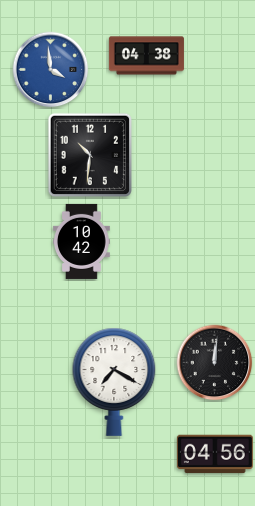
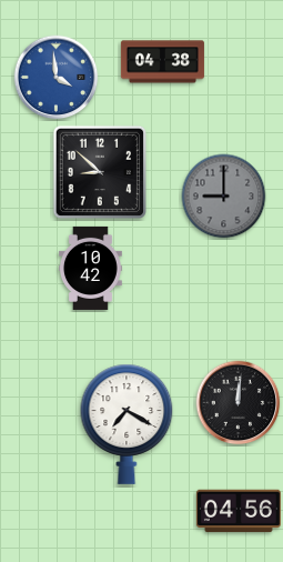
clock at (89, 154): 10:31 -> 8:52
clock at (224, 197): none -> 9:00
clock at (215, 454) position: (215, 454) -> (239, 511)
